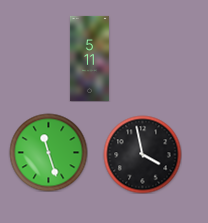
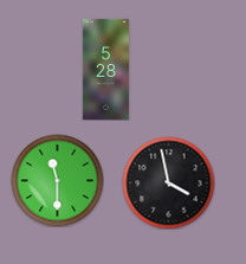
clock at (89, 58): 5:11 -> 5:28
clock at (48, 152): 11:27 -> 11:30
